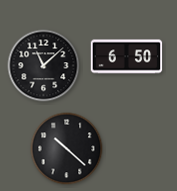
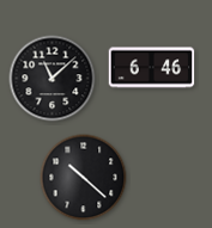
clock at (127, 57): 6:50 -> 6:46
clock at (67, 149) position: (67, 149) -> (84, 178)
